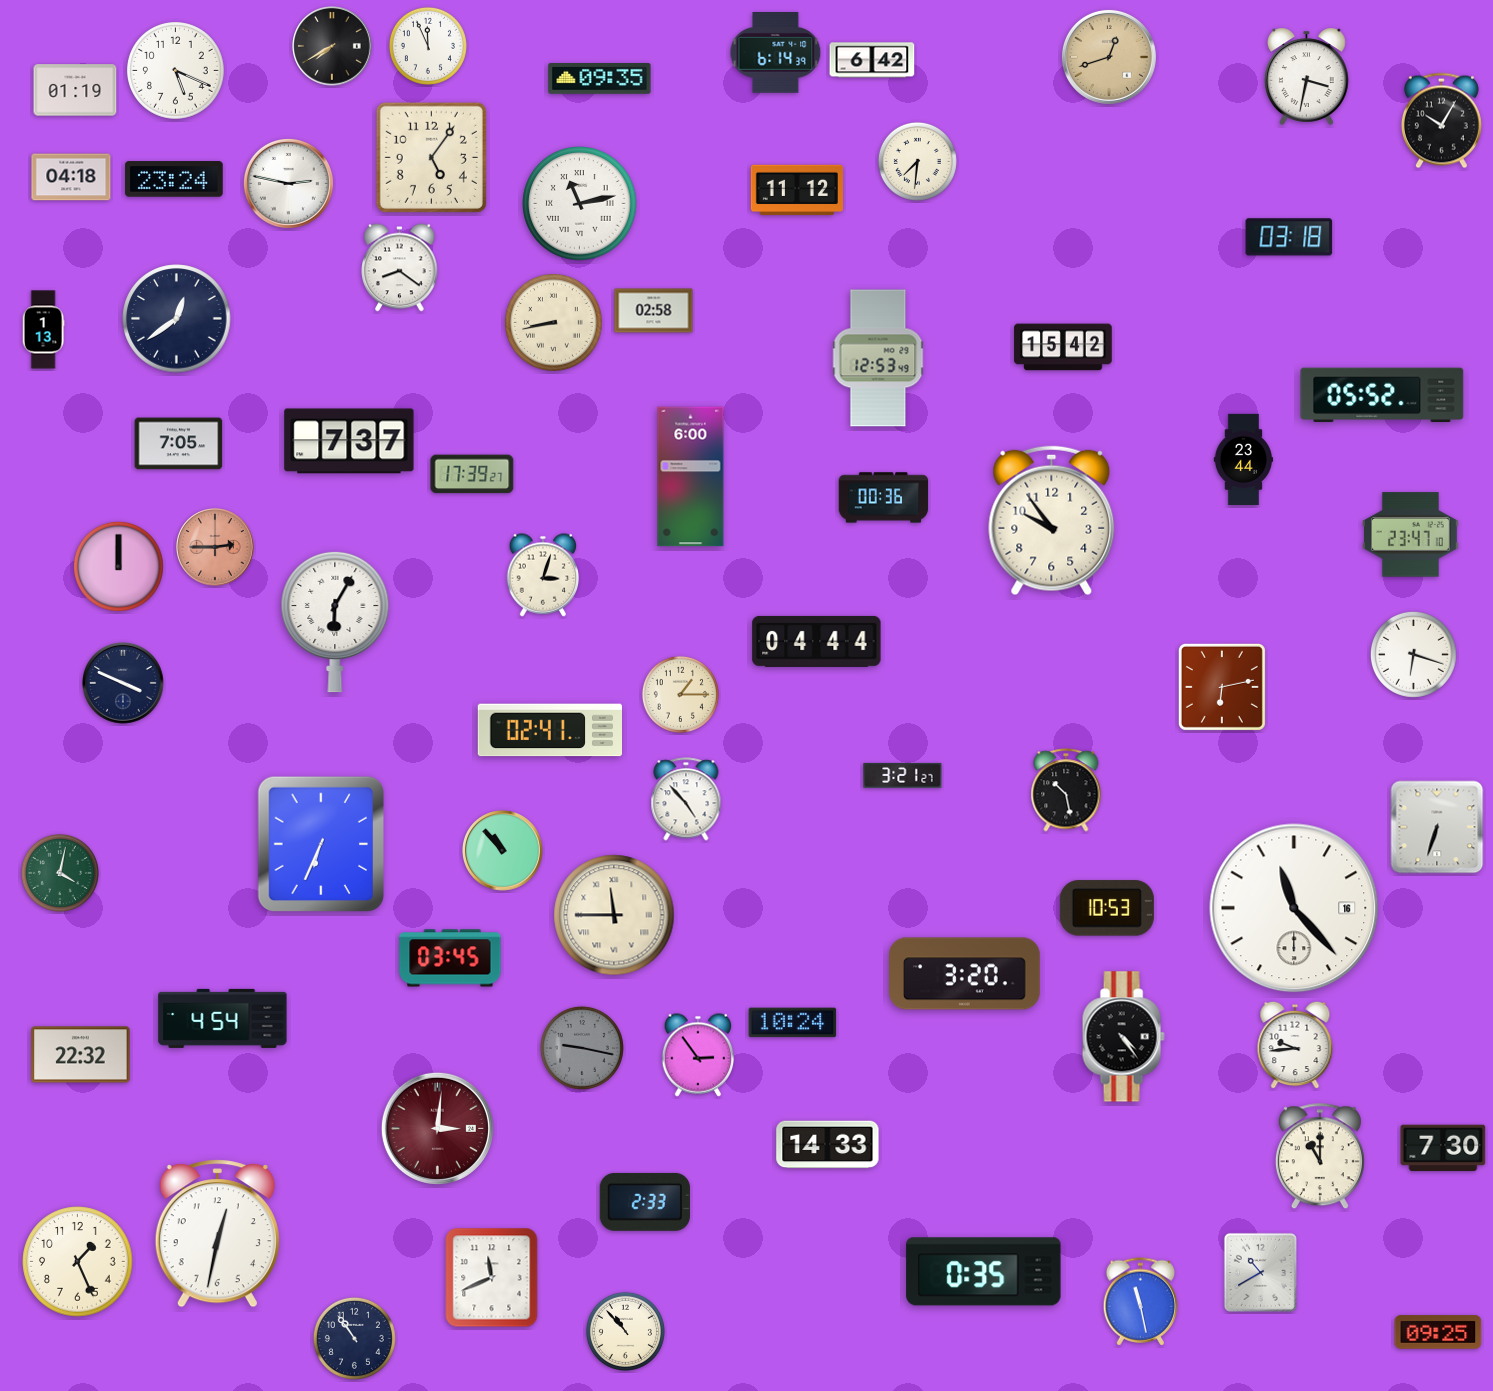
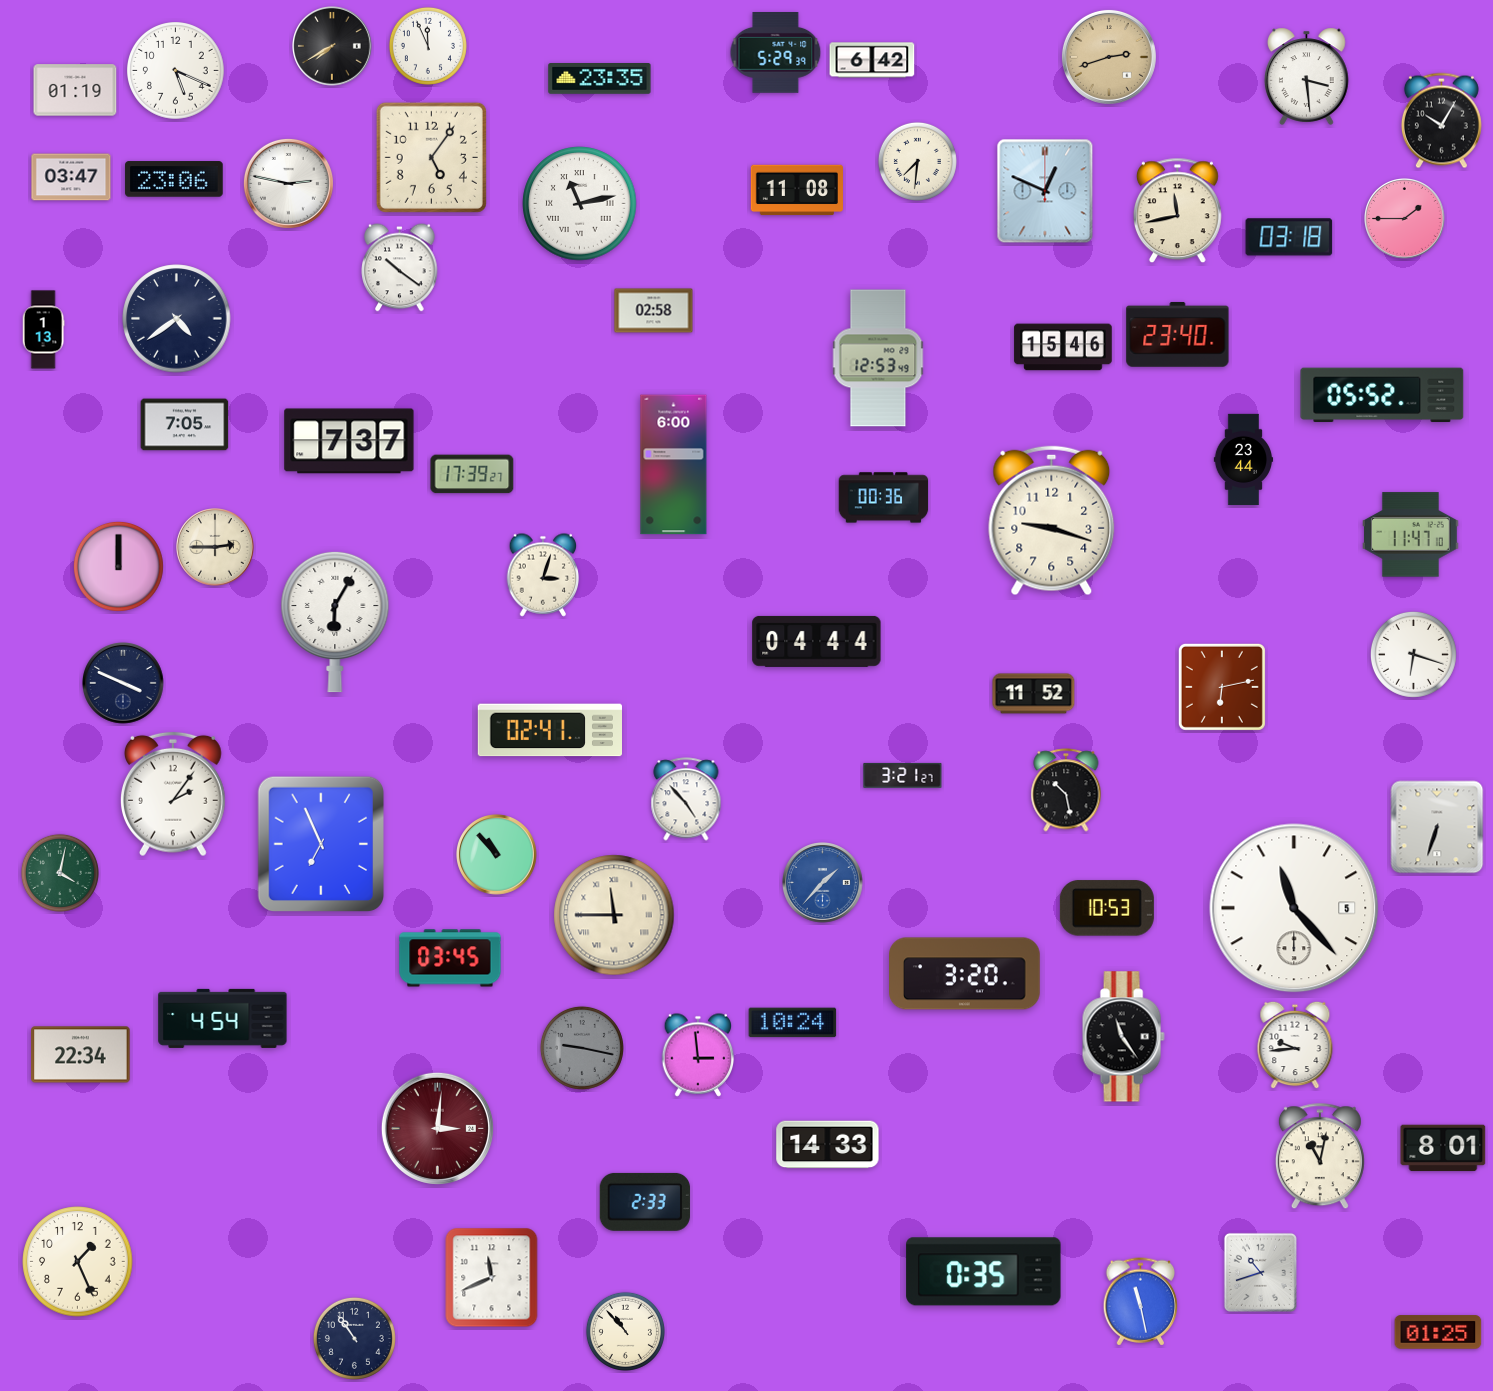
clock at (776, 53): 6:14 -> 5:29
clock at (1109, 57): 12:42 -> 2:42
clock at (1306, 76): 3:32 -> 3:29
clock at (600, 79): 09:35 -> 23:35
clock at (71, 177): 04:18 -> 03:47
clock at (174, 179): 23:24 -> 23:06
clock at (797, 190): 11:12 -> 11:08
clock at (1045, 191): none -> 12:49
clock at (1177, 211): none -> 11:43
clock at (1405, 219): none -> 1:45
clock at (400, 268): 8:21 -> 10:21
clock at (177, 319): 12:39 -> 4:39
clock at (554, 323): 8:43 -> none
clock at (1178, 334): none -> 23:40
clock at (1063, 347): 15:42 -> 15:46
clock at (179, 444) position: (179, 444) -> (185, 425)
clock at (691, 477) position: (691, 477) -> (674, 465)
clock at (1052, 521): 9:54 -> 9:18
clock at (1411, 535): 23:47 -> 11:47
clock at (215, 547) dial: salmon -> cream
clock at (680, 694): 1:15 -> none
clock at (1034, 694): none -> 11:52
clock at (173, 794): none -> 2:06
clock at (321, 844): 6:34 -> 6:56
clock at (503, 851) position: (503, 851) -> (497, 855)
clock at (823, 883): none -> 1:37
clock at (1294, 908) date: 16 -> 5
clock at (1123, 1037): 4:24 -> 11:24
clock at (81, 1055): 22:32 -> 22:34
clock at (698, 1055): 2:54 -> 2:59
clock at (1443, 1148): 7:30 -> 8:01
clock at (1320, 1157): 11:00 -> 11:02
clock at (217, 1234): 12:32 -> none
clock at (1260, 1272): 10:40 -> 10:42
clock at (1438, 1332): 09:25 -> 01:25
